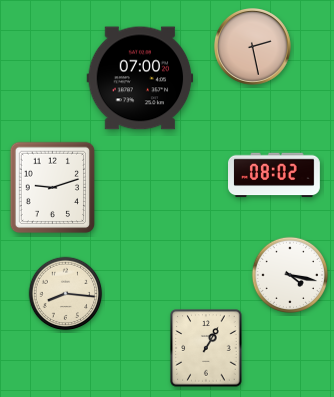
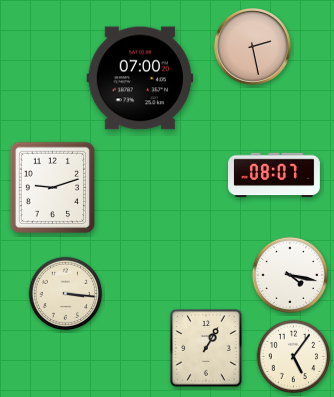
clock at (275, 175): 08:02 -> 08:07
clock at (66, 294): 8:16 -> 3:16
clock at (294, 357): none -> 5:06
